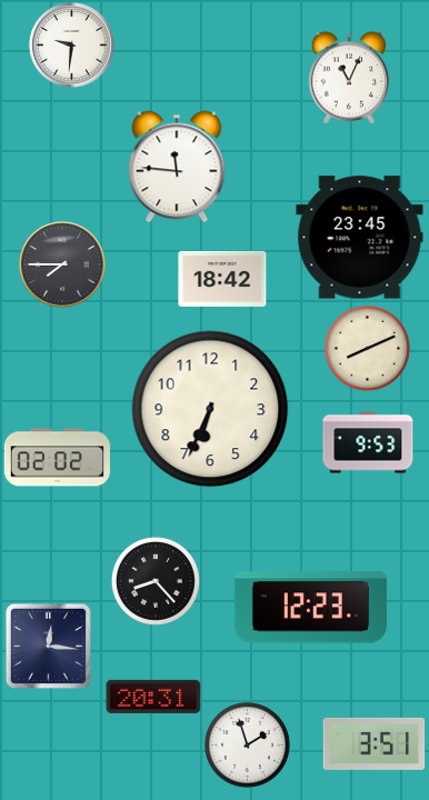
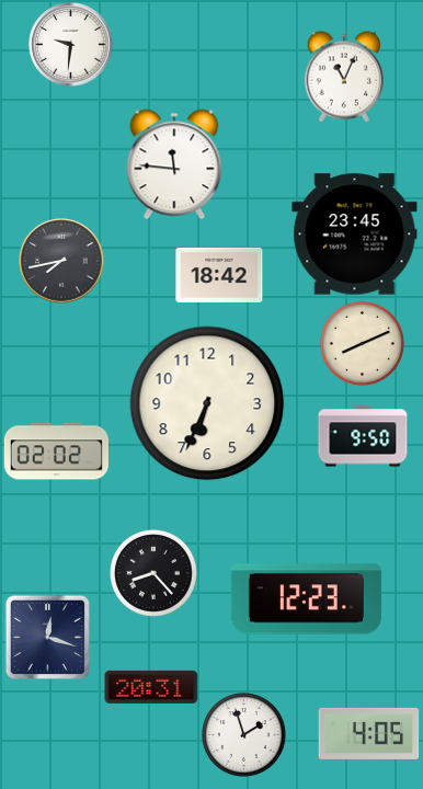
clock at (62, 264): 7:45 -> 7:43
clock at (368, 442): 9:53 -> 9:50
clock at (48, 646): 12:16 -> 12:18
clock at (375, 743): 3:51 -> 4:05
